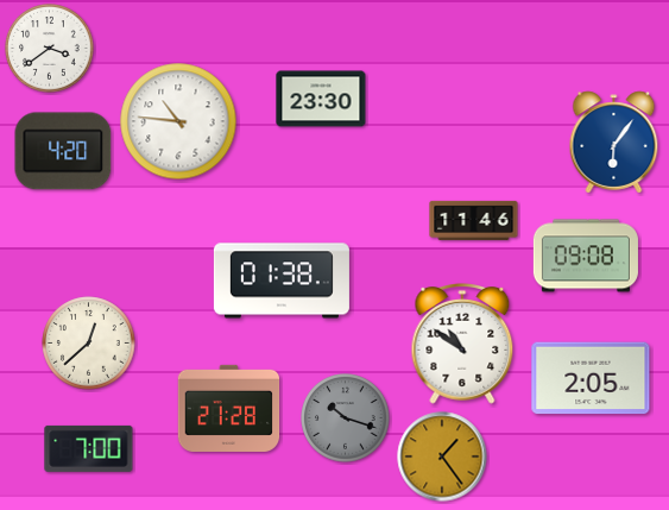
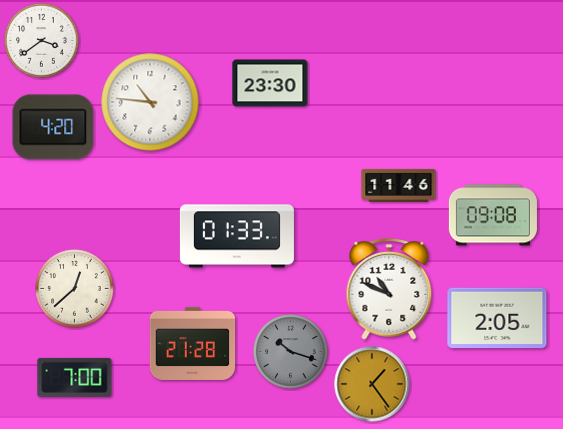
clock at (614, 143): 6:06 -> none
clock at (282, 281): 01:38 -> 01:33
clock at (462, 345): 10:51 -> 10:49
